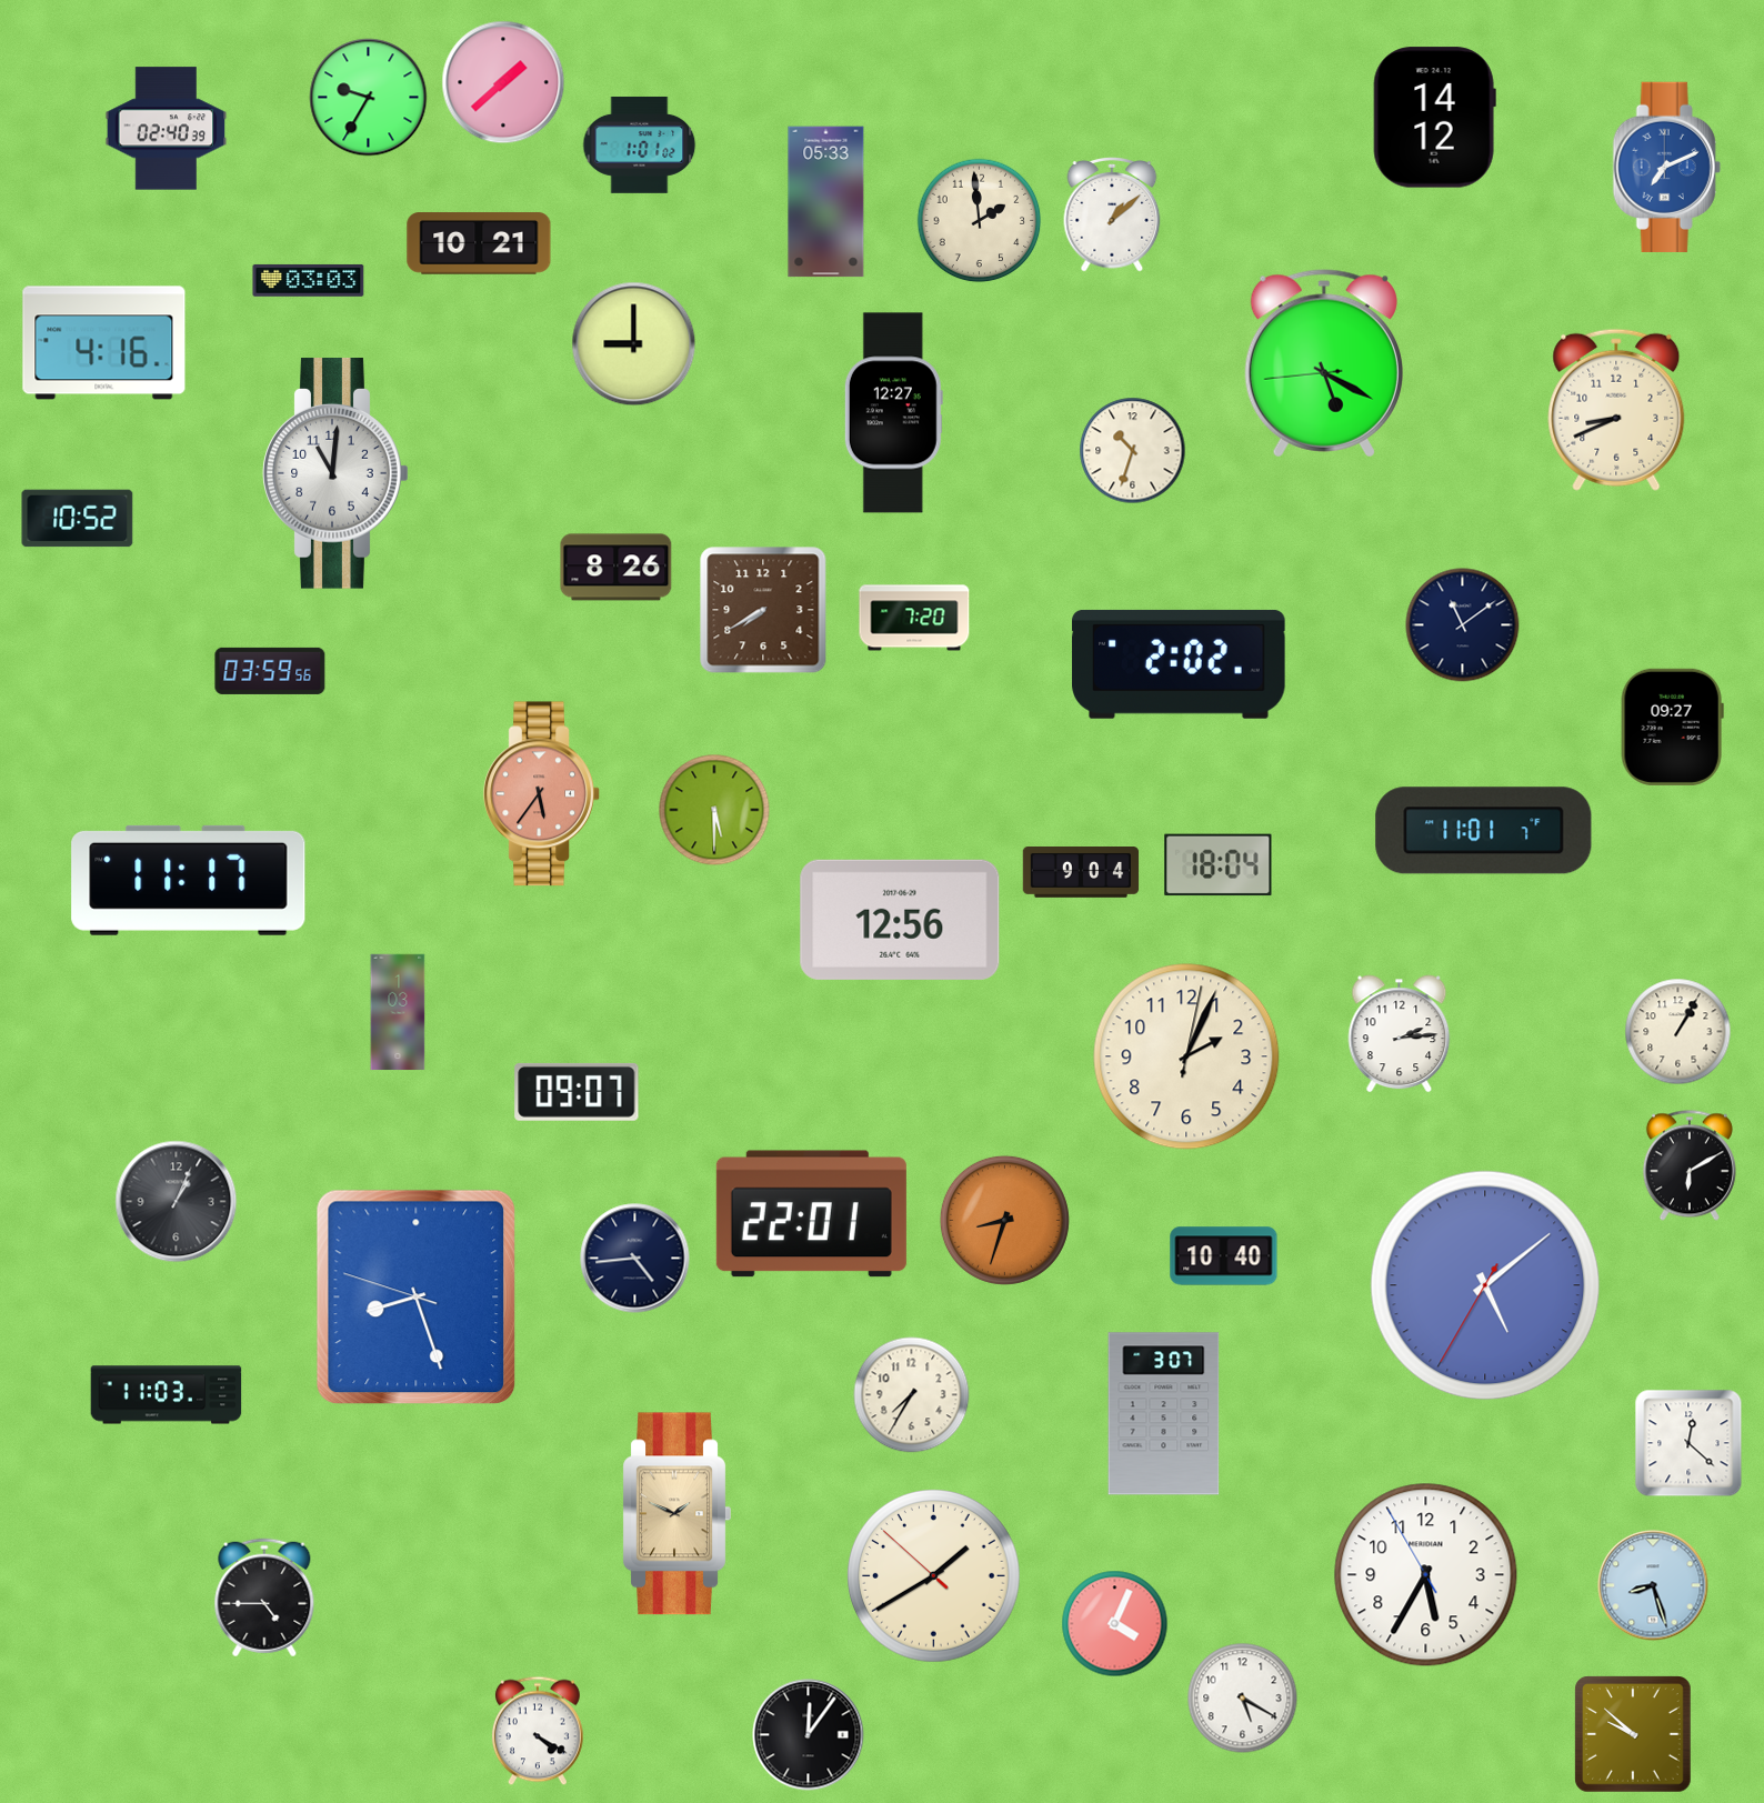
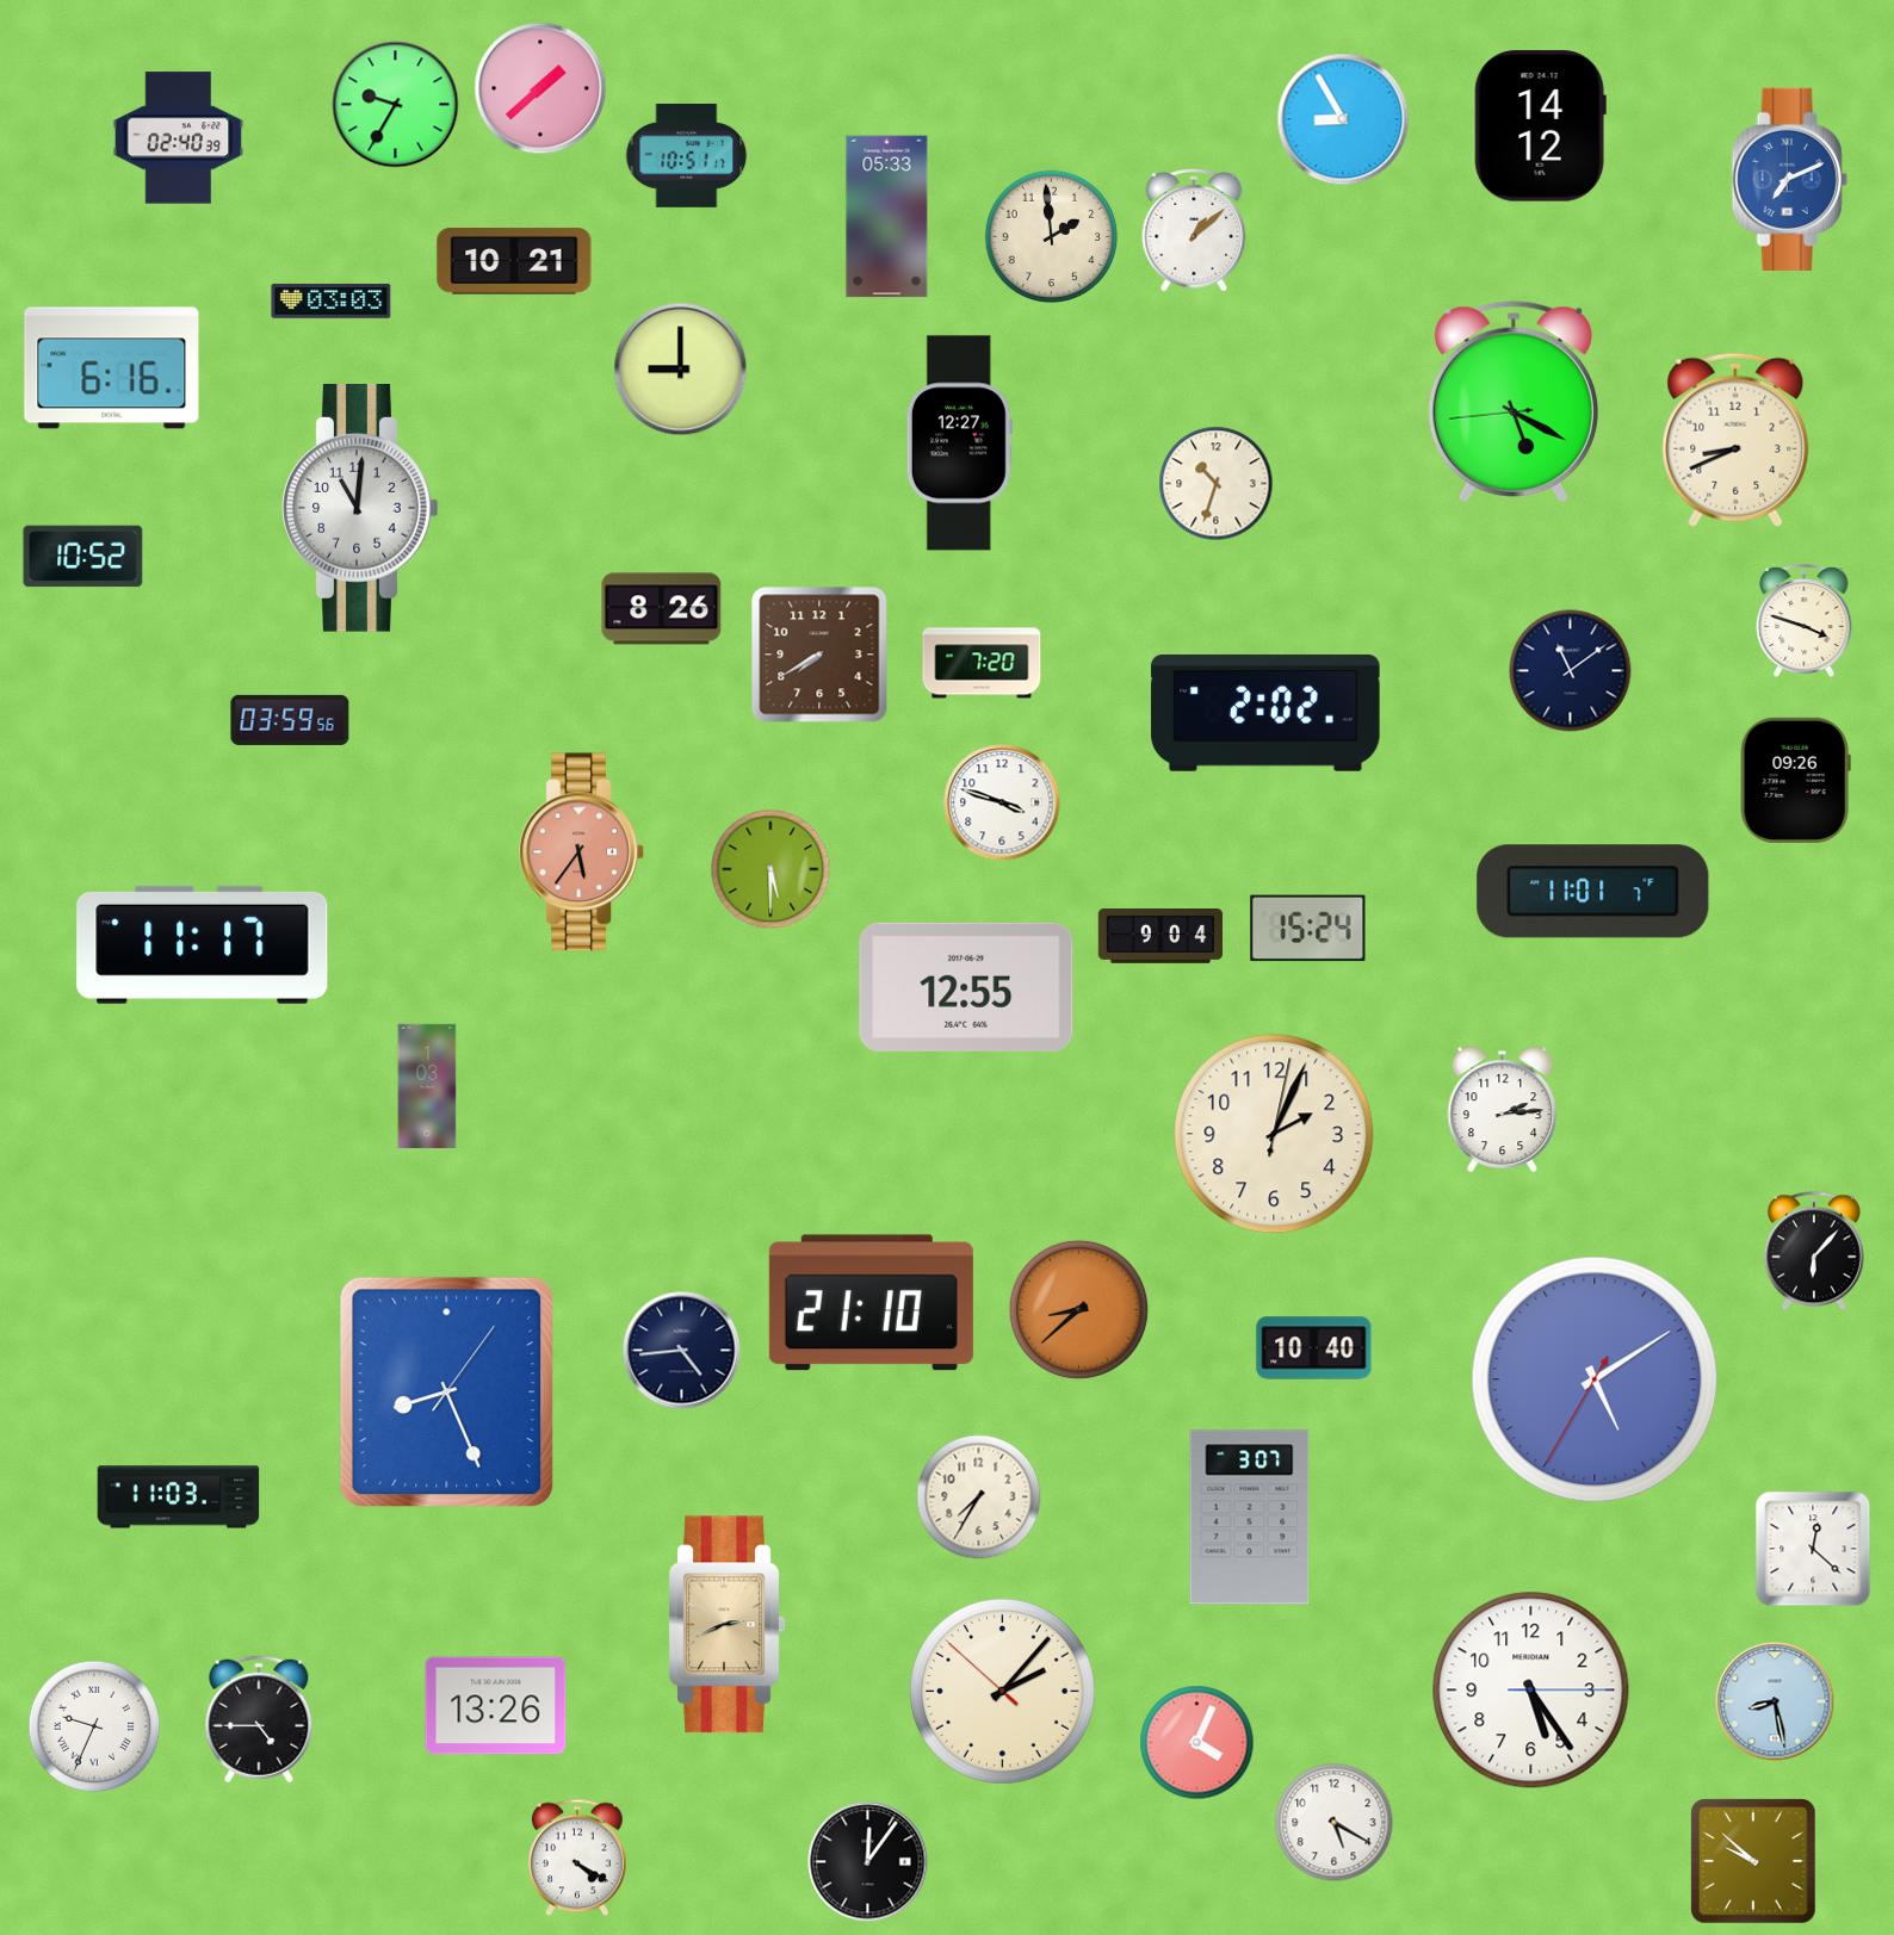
clock at (1343, 119): none -> 8:55
clock at (640, 146): 1:01 -> 10:51
clock at (104, 343): 4:16 -> 6:16
clock at (1324, 363) position: (1324, 363) -> (1514, 402)
clock at (1805, 621): none -> 3:48
clock at (1672, 727): 09:27 -> 09:26
clock at (1002, 802): none -> 3:48
clock at (714, 810) position: (714, 810) -> (770, 869)
clock at (1219, 865): 18:04 -> 15:24
clock at (900, 920): 12:56 -> 12:55
clock at (1678, 1032): 1:05 -> none
clock at (577, 1092): 09:07 -> none
clock at (1690, 1165): 6:10 -> 6:07
clock at (177, 1202): 1:04 -> none
clock at (811, 1214): 22:01 -> 21:10
clock at (1004, 1220): 8:33 -> 8:38
clock at (1485, 1285): 5:08 -> 5:09
clock at (417, 1298): 8:26:48 -> 8:26:06
clock at (676, 1514): 1:49 -> 2:41
clock at (1426, 1575): 5:34 -> 5:24
clock at (934, 1576): 1:39 -> 2:06
clock at (1653, 1585): 8:27 -> 8:28
clock at (496, 1706): none -> 13:26
clock at (264, 1597) position: (264, 1597) -> (259, 1719)
clock at (94, 1726): none -> 9:34
